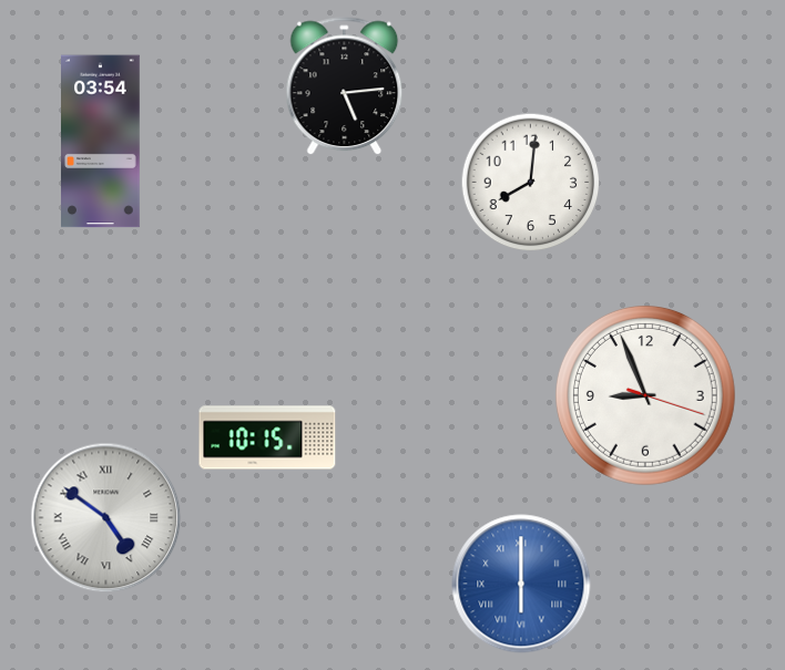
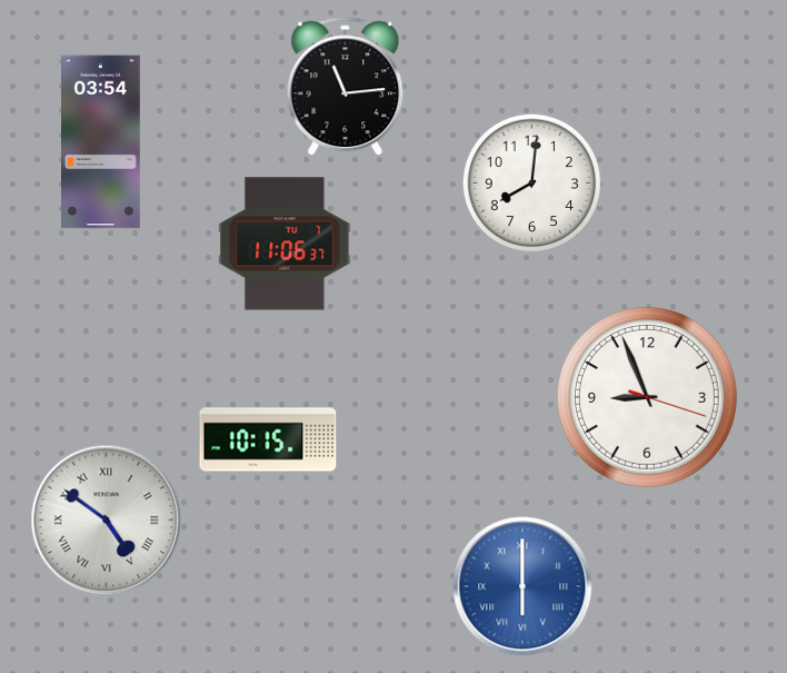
clock at (345, 86): 5:14 -> 11:14
clock at (285, 244): none -> 11:06
